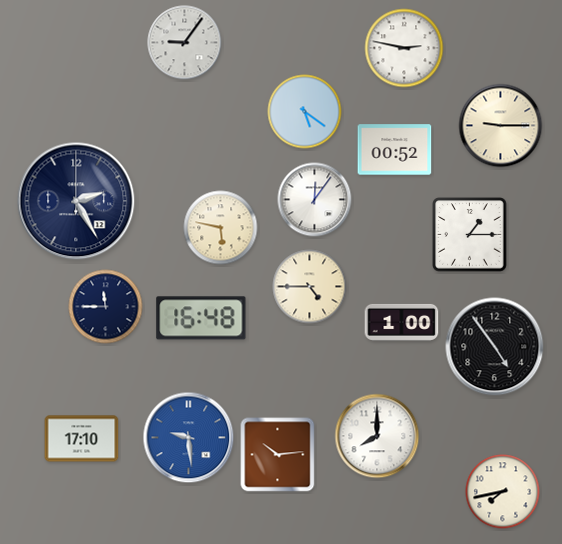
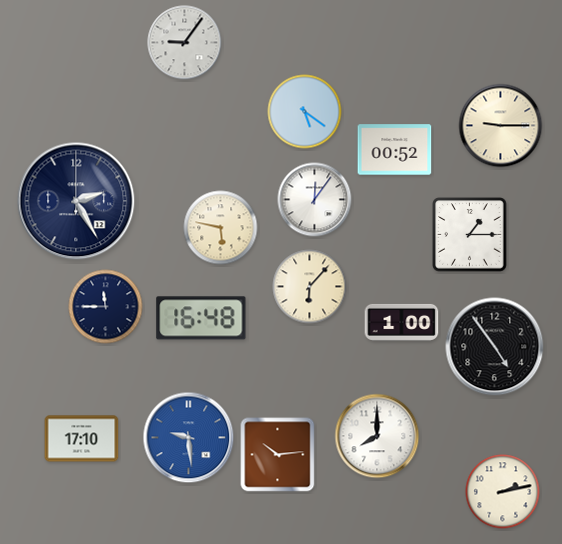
clock at (404, 48): 2:47 -> none
clock at (310, 287): 4:45 -> 6:07
clock at (503, 492): 7:43 -> 2:13
